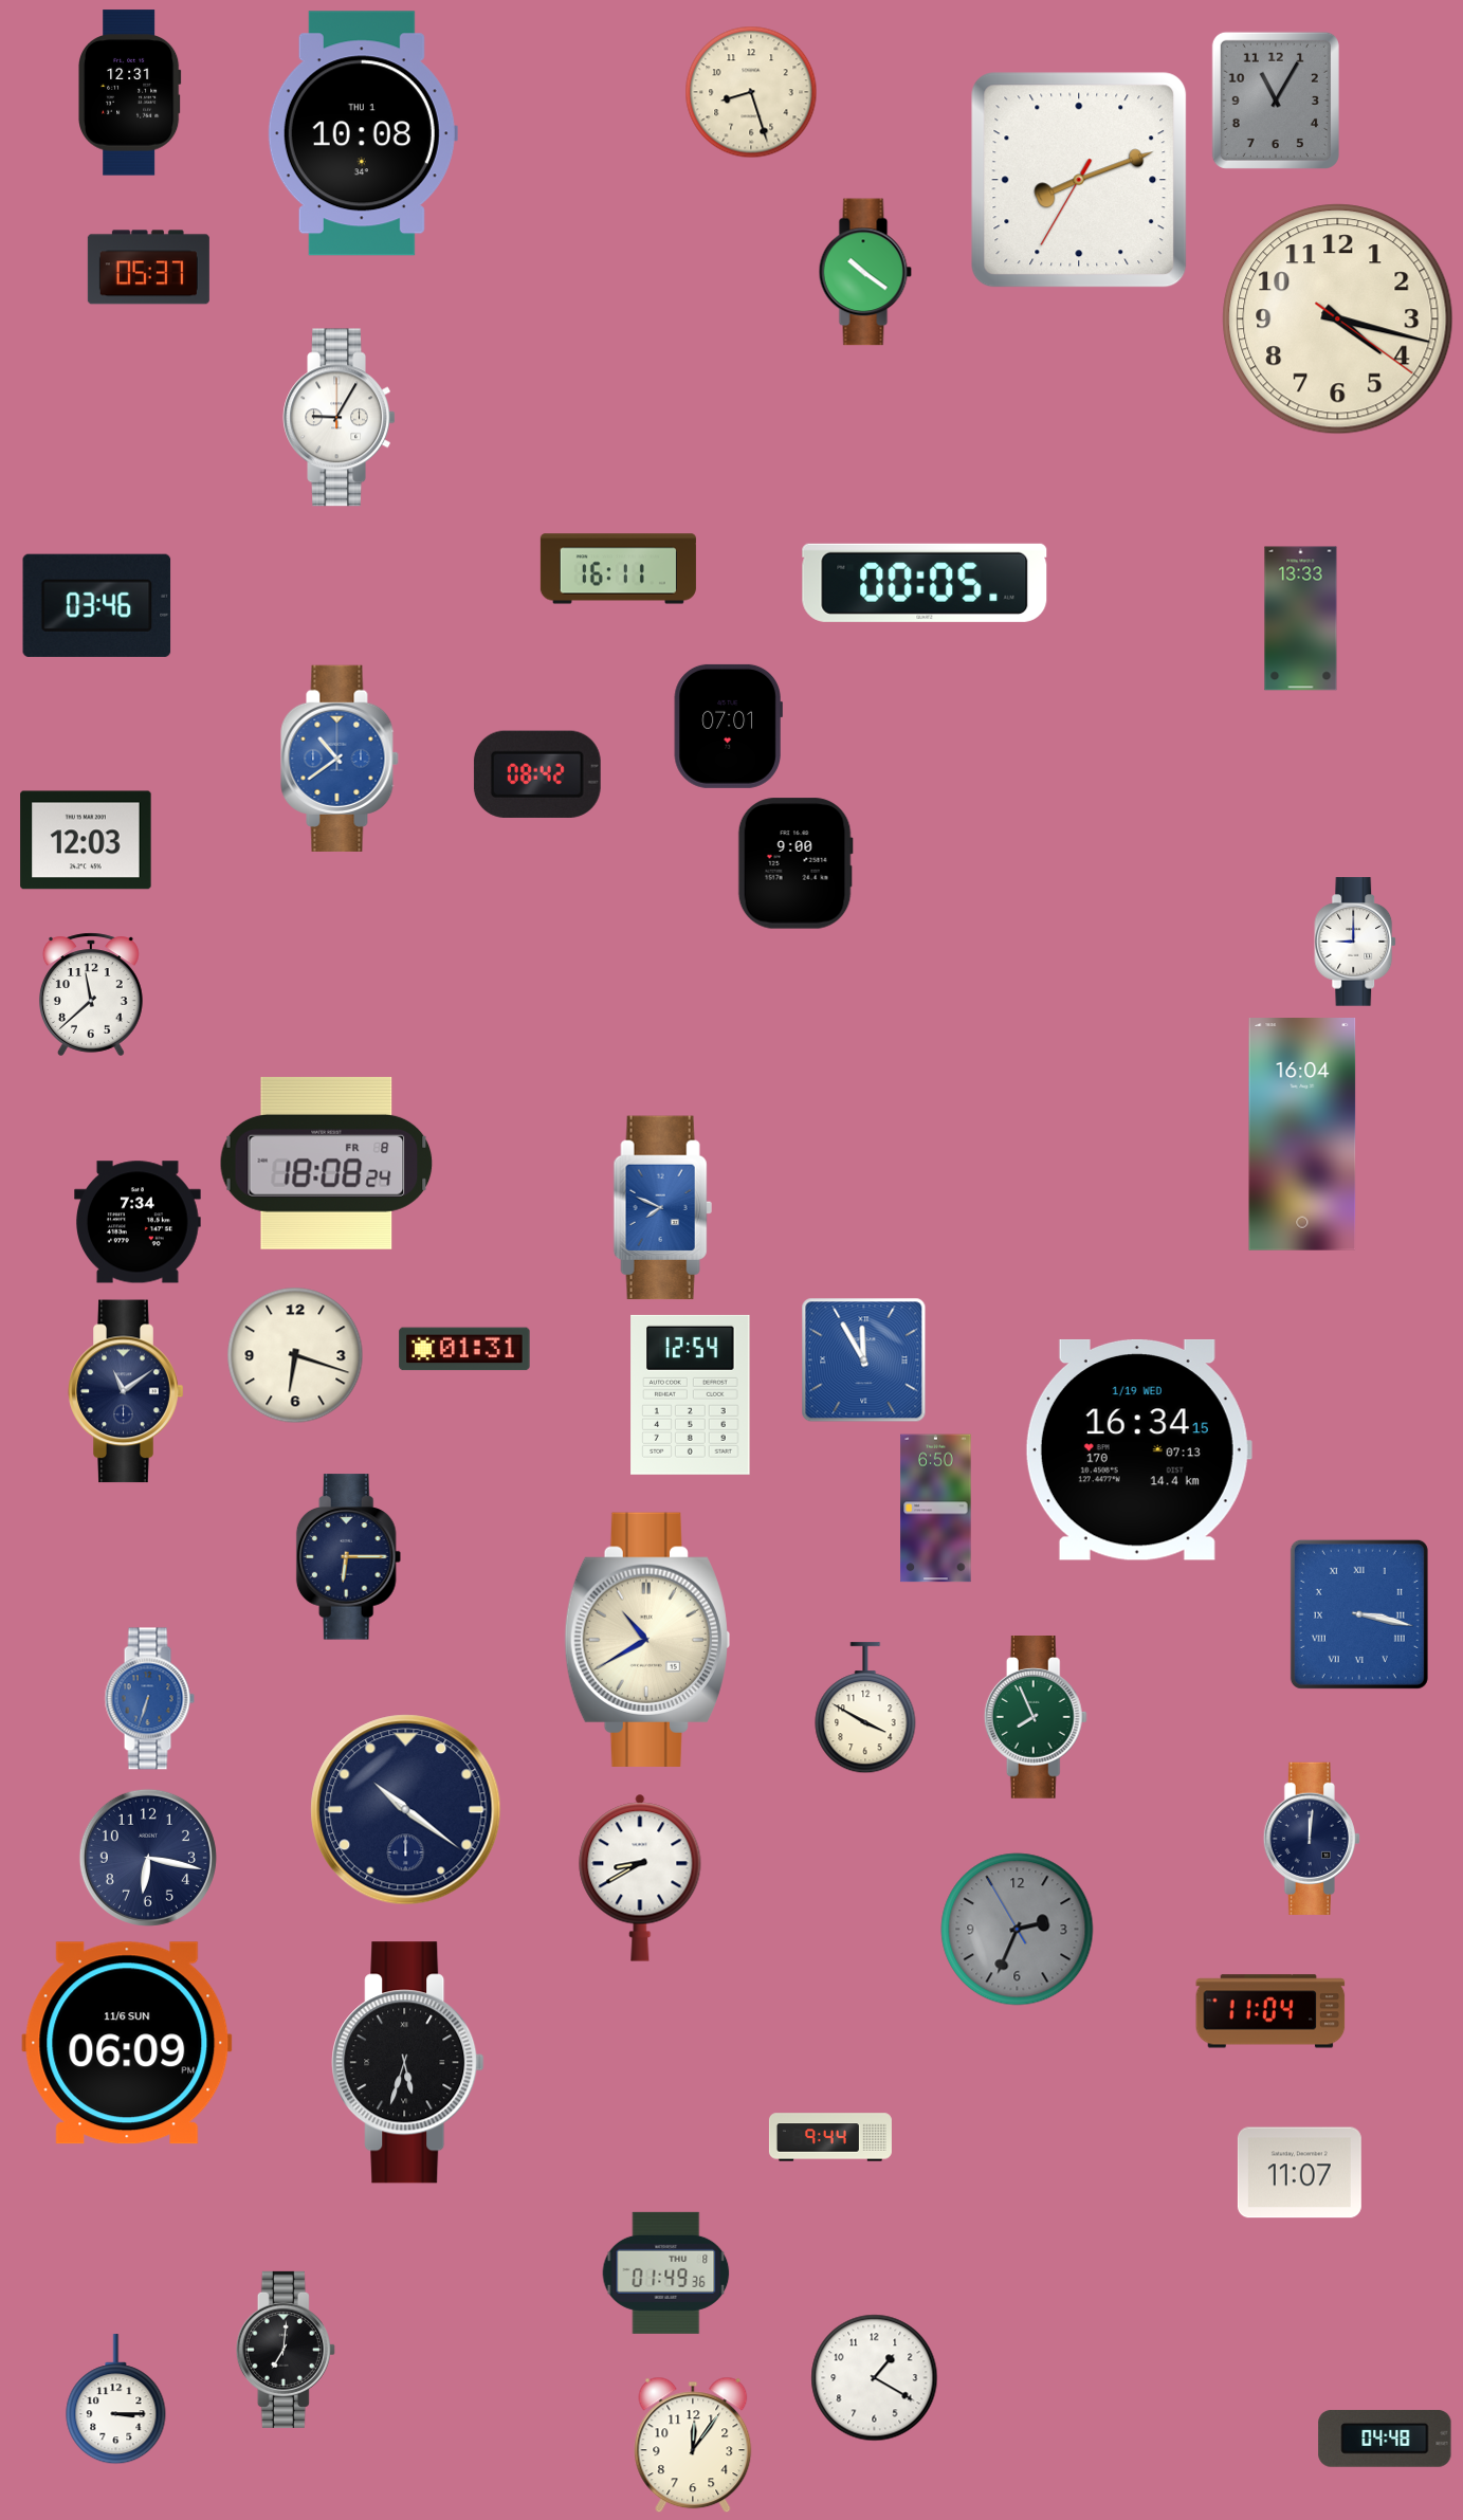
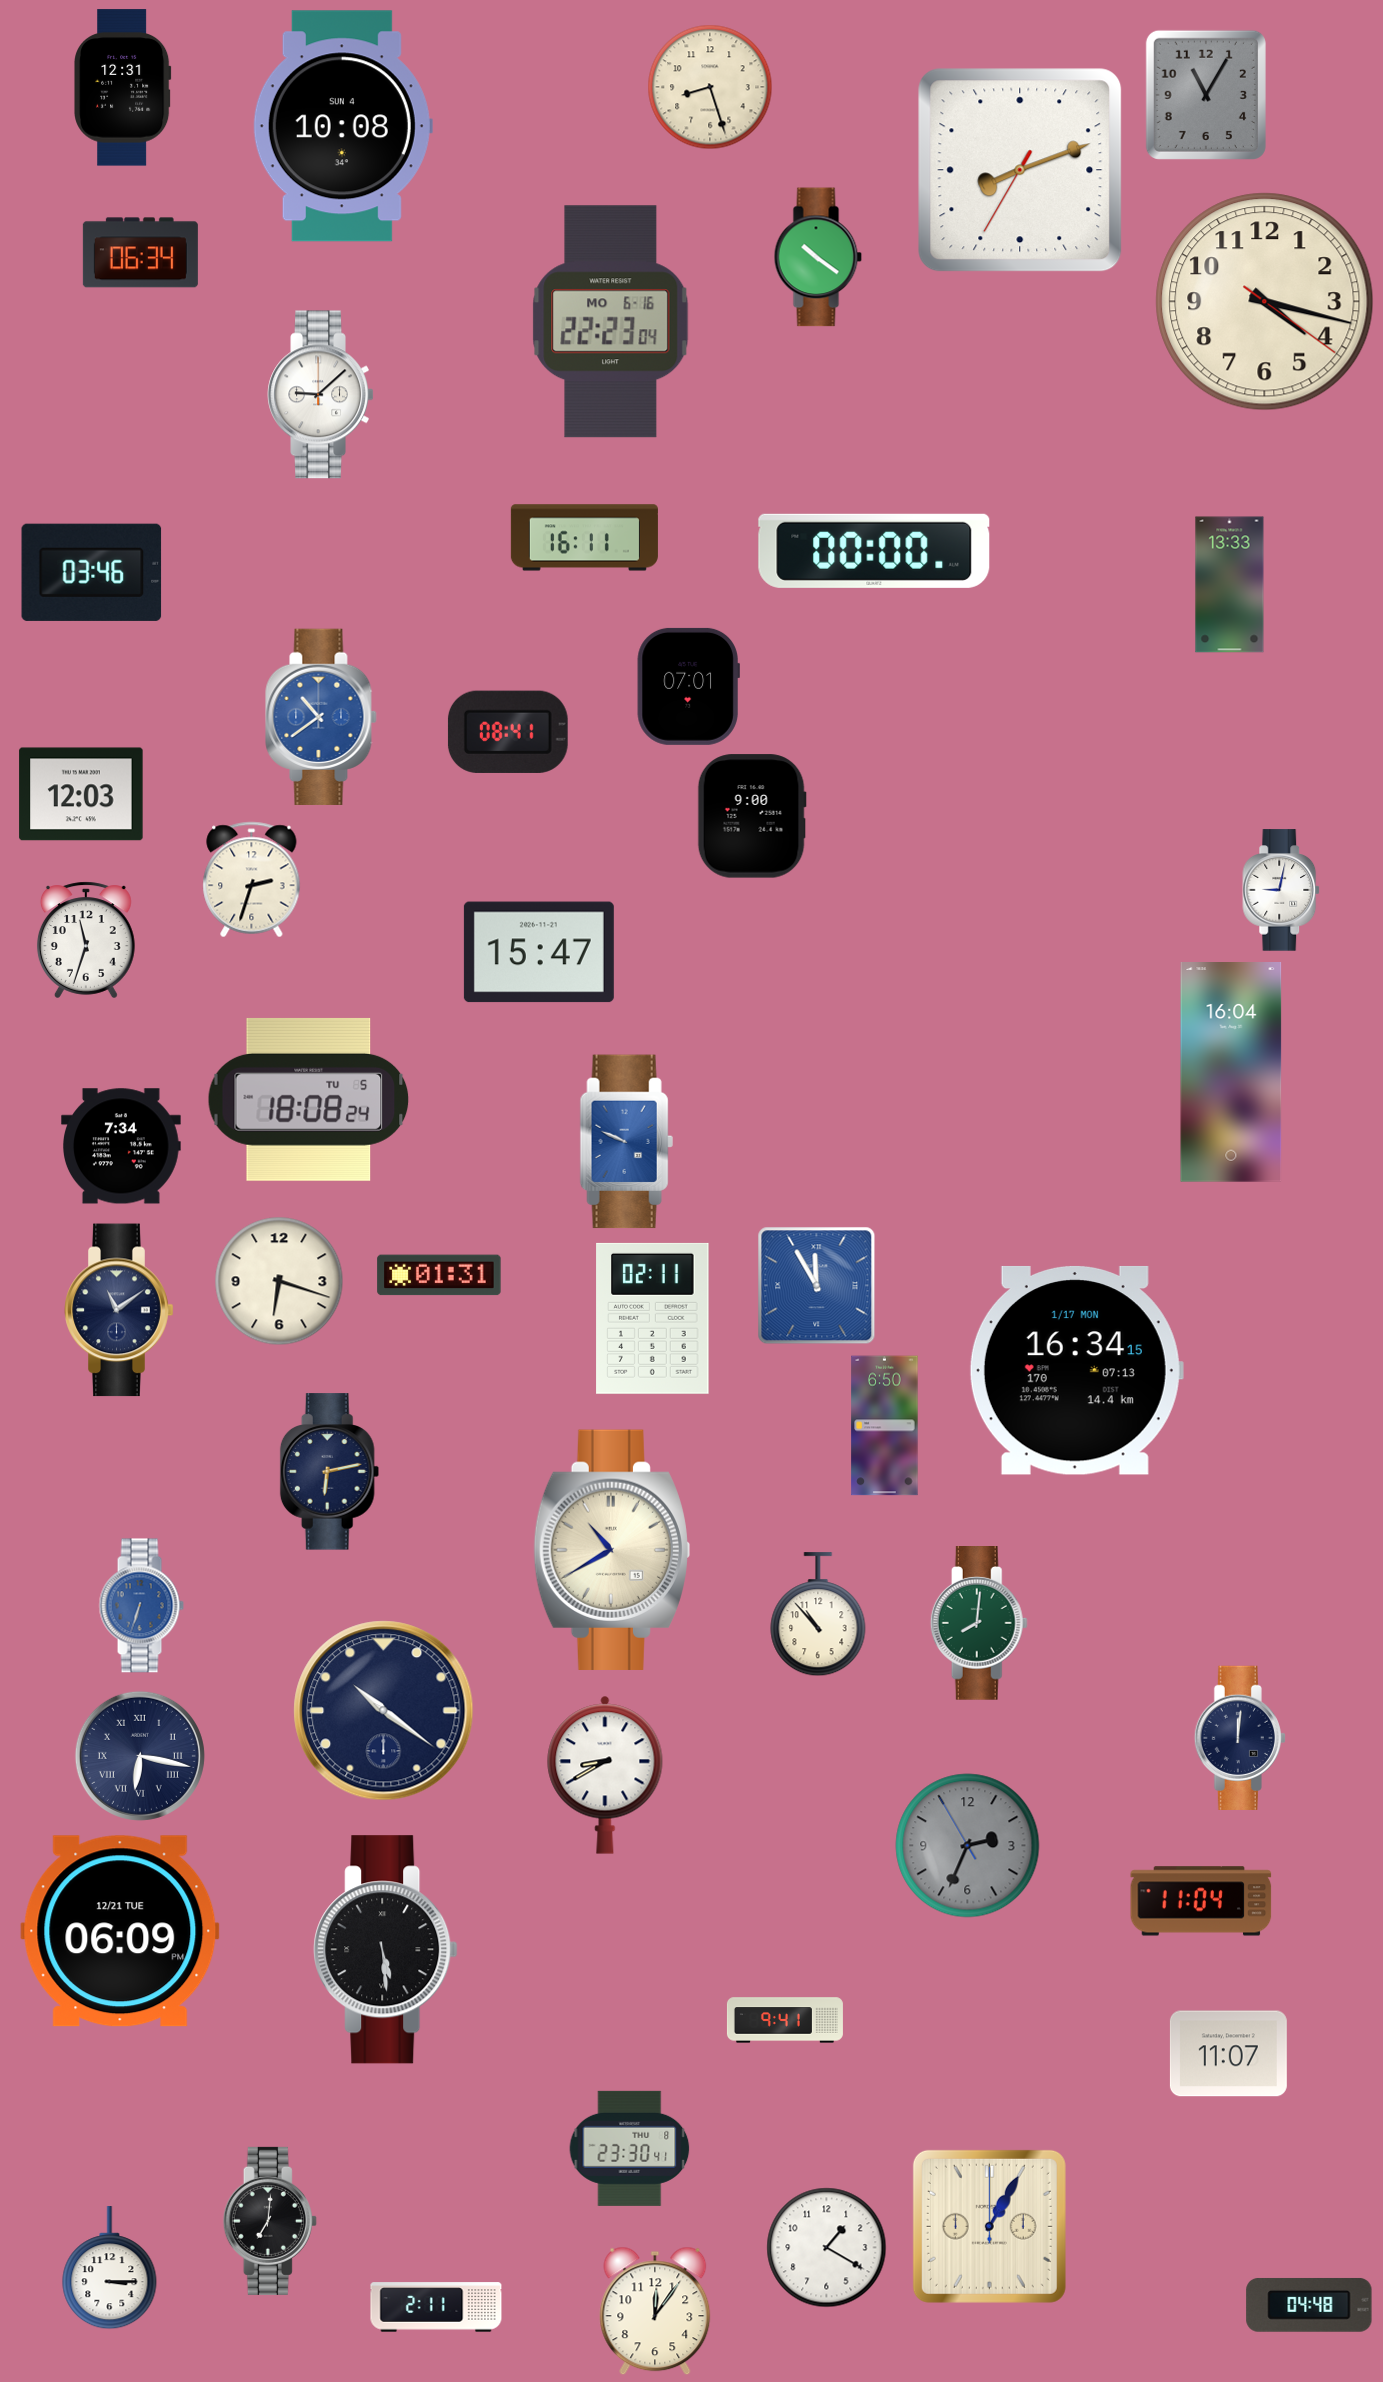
clock at (363, 133) date: THU 1 -> SUN 4
clock at (148, 268): 05:37 -> 06:34
clock at (611, 322): none -> 22:23
clock at (340, 418): 9:05 -> 9:08
clock at (925, 583): 00:05 -> 00:00
clock at (537, 774): 08:42 -> 08:41
clock at (252, 880): none -> 2:33
clock at (1356, 942): 9:00 -> 9:02
clock at (91, 994): 11:38 -> 11:33
clock at (539, 952): none -> 15:47
clock at (327, 1163) date: FR 8 -> TU 5
clock at (662, 1208): 7:49 -> 9:49
clock at (139, 1222) position: (139, 1222) -> (122, 1146)
clock at (126, 1391) position: (126, 1391) -> (119, 1310)
clock at (691, 1394): 12:54 -> 02:11
clock at (1138, 1449) date: 1/19 WED -> 1/17 MON
clock at (349, 1557): 6:15 -> 6:13
clock at (1359, 1614): 3:17 -> none
clock at (865, 1709): 3:50 -> 10:53
clock at (1036, 1718): 7:56 -> 8:01
clock at (148, 1858) numerals: Arabic -> Roman
clock at (1018, 1930) position: (1018, 1930) -> (968, 1846)
clock at (127, 2043) date: 11/6 SUN -> 12/21 TUE
clock at (408, 2063): 5:33 -> 5:29
clock at (830, 2137): 9:44 -> 9:41
clock at (666, 2272): 01:49 -> 23:30
clock at (989, 2226): none -> 1:05
clock at (436, 2307): none -> 2:11
